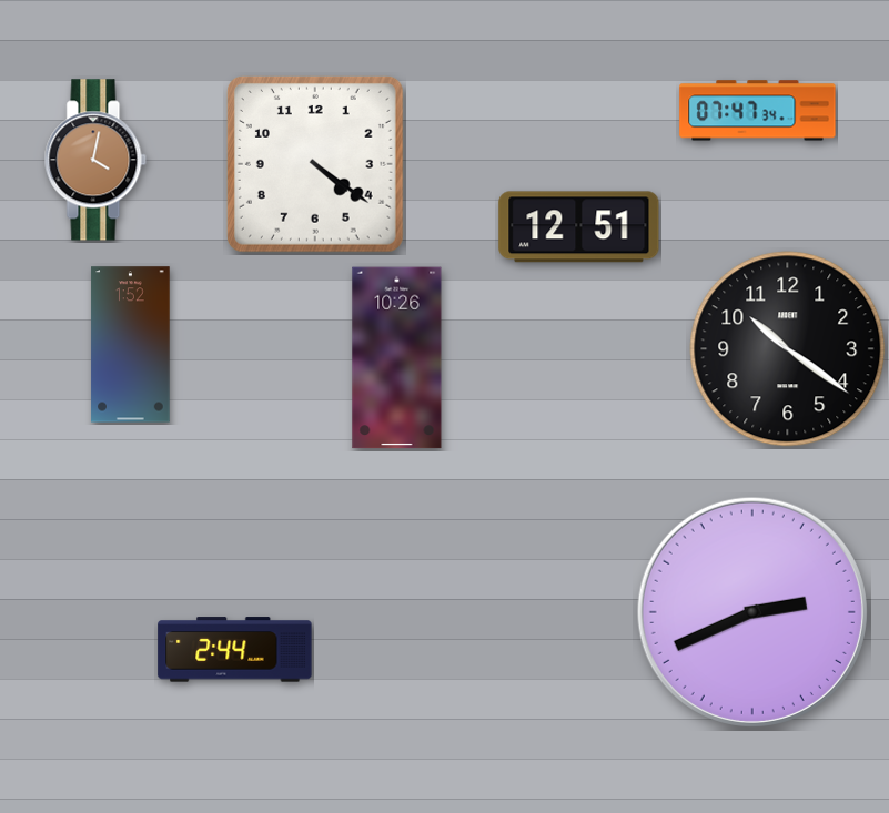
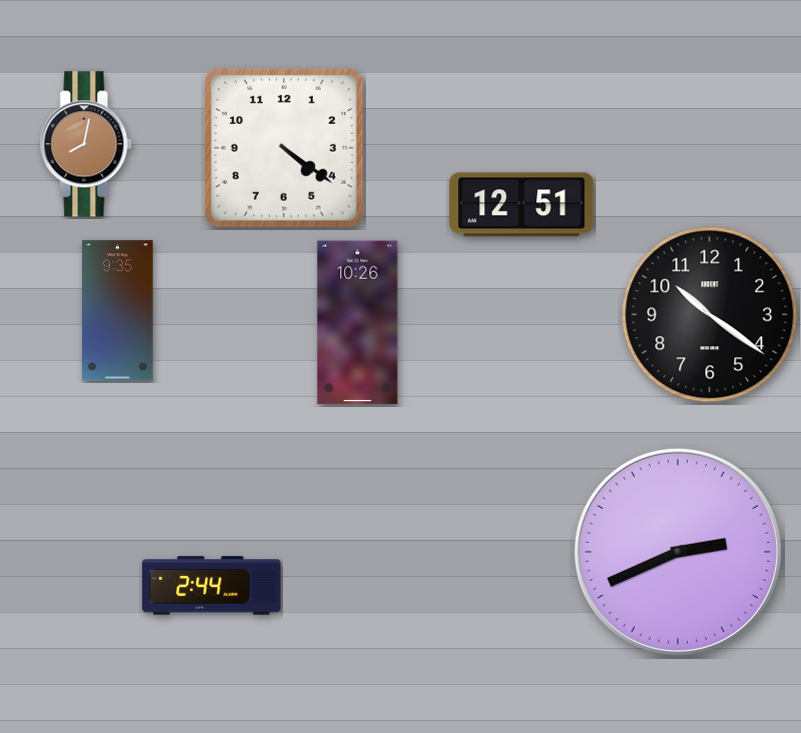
clock at (758, 111): 07:47 -> none
clock at (95, 160): 4:02 -> 8:02
clock at (131, 345): 1:52 -> 9:35
